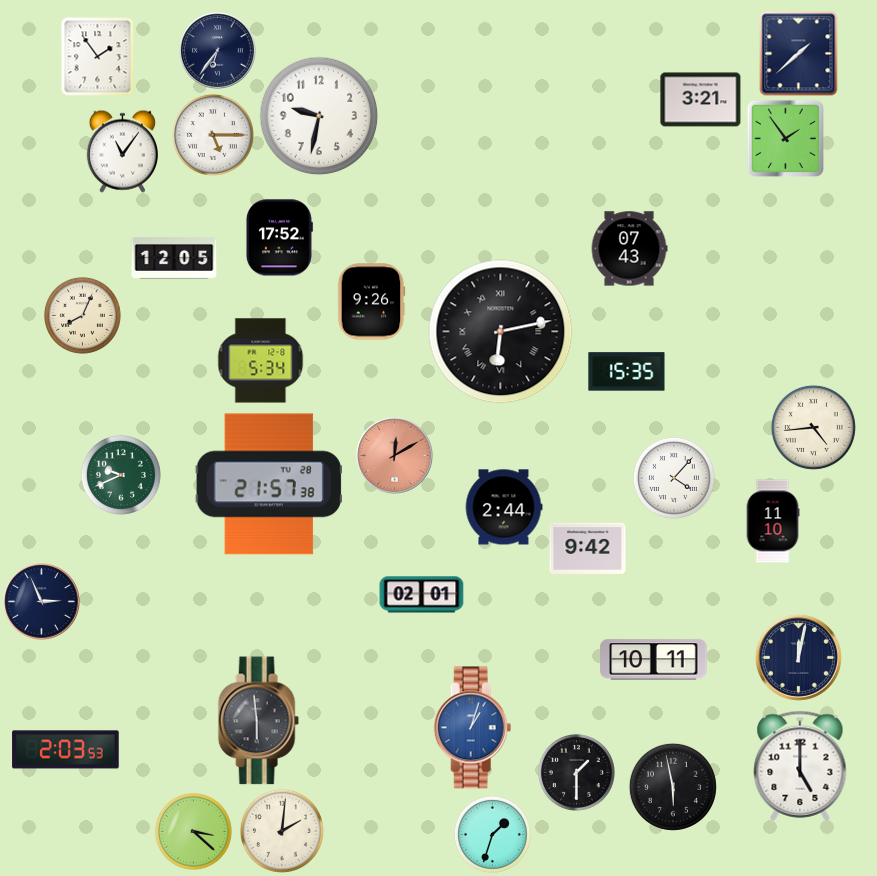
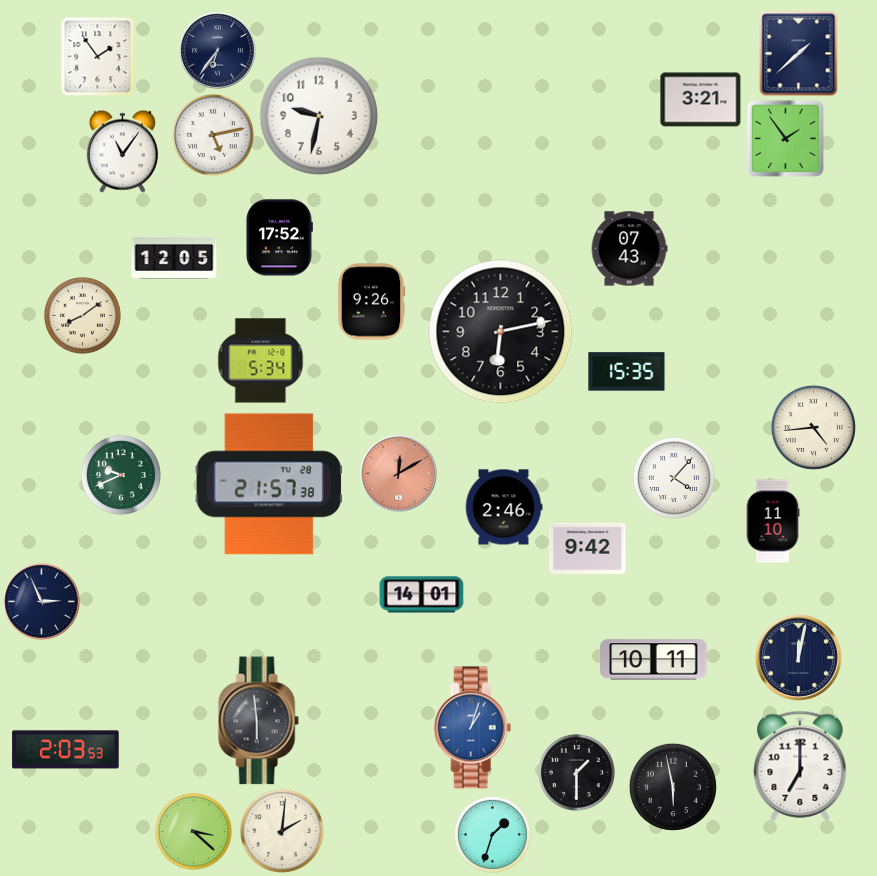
clock at (213, 135): 5:15 -> 5:13
clock at (82, 315): 8:04 -> 8:09
clock at (501, 332) numerals: Roman -> Arabic
clock at (395, 456) position: (395, 456) -> (399, 474)
clock at (504, 507): 2:44 -> 2:46
clock at (422, 595): 02:01 -> 14:01
clock at (800, 766): 5:00 -> 7:00
